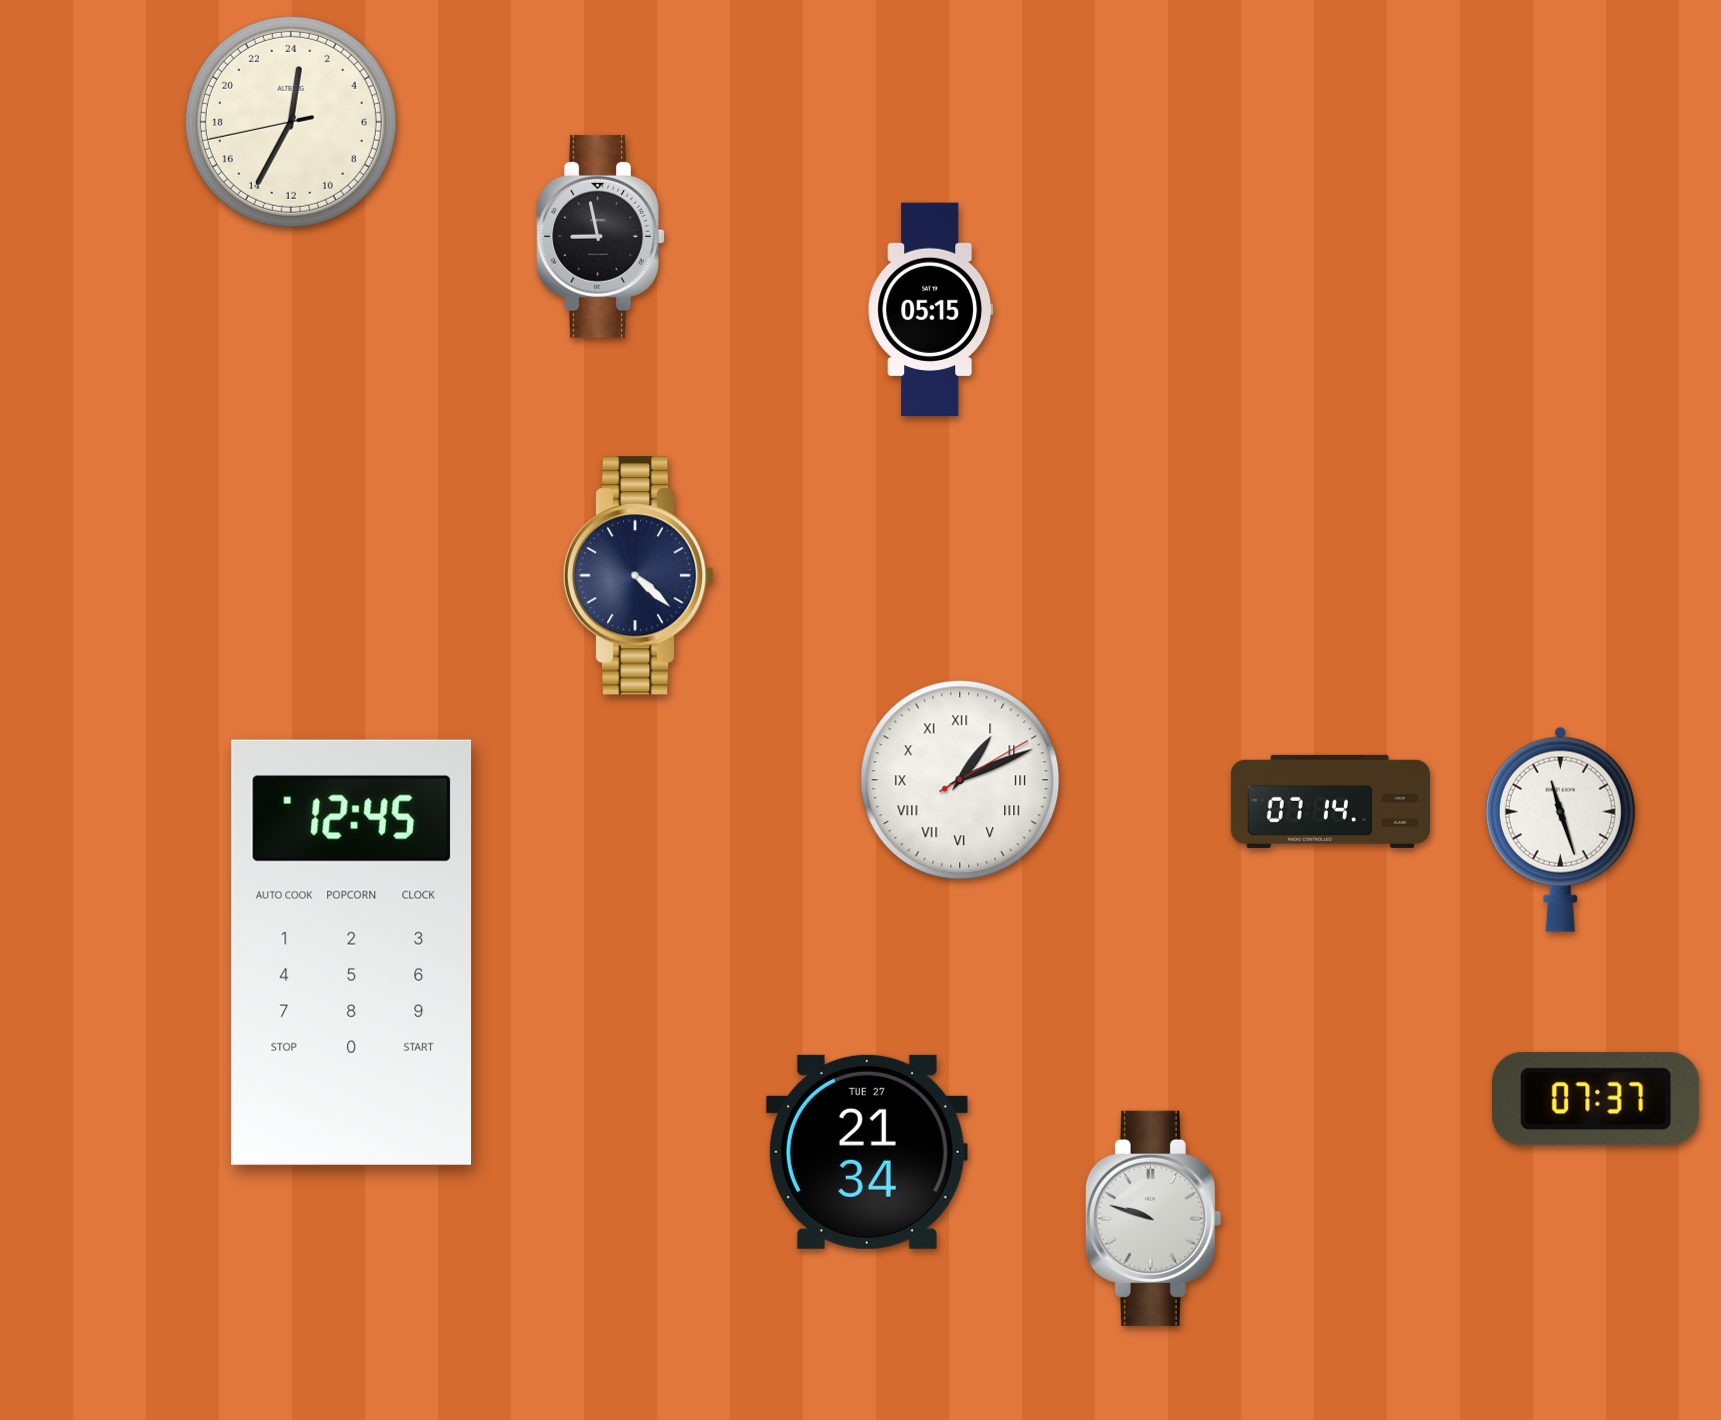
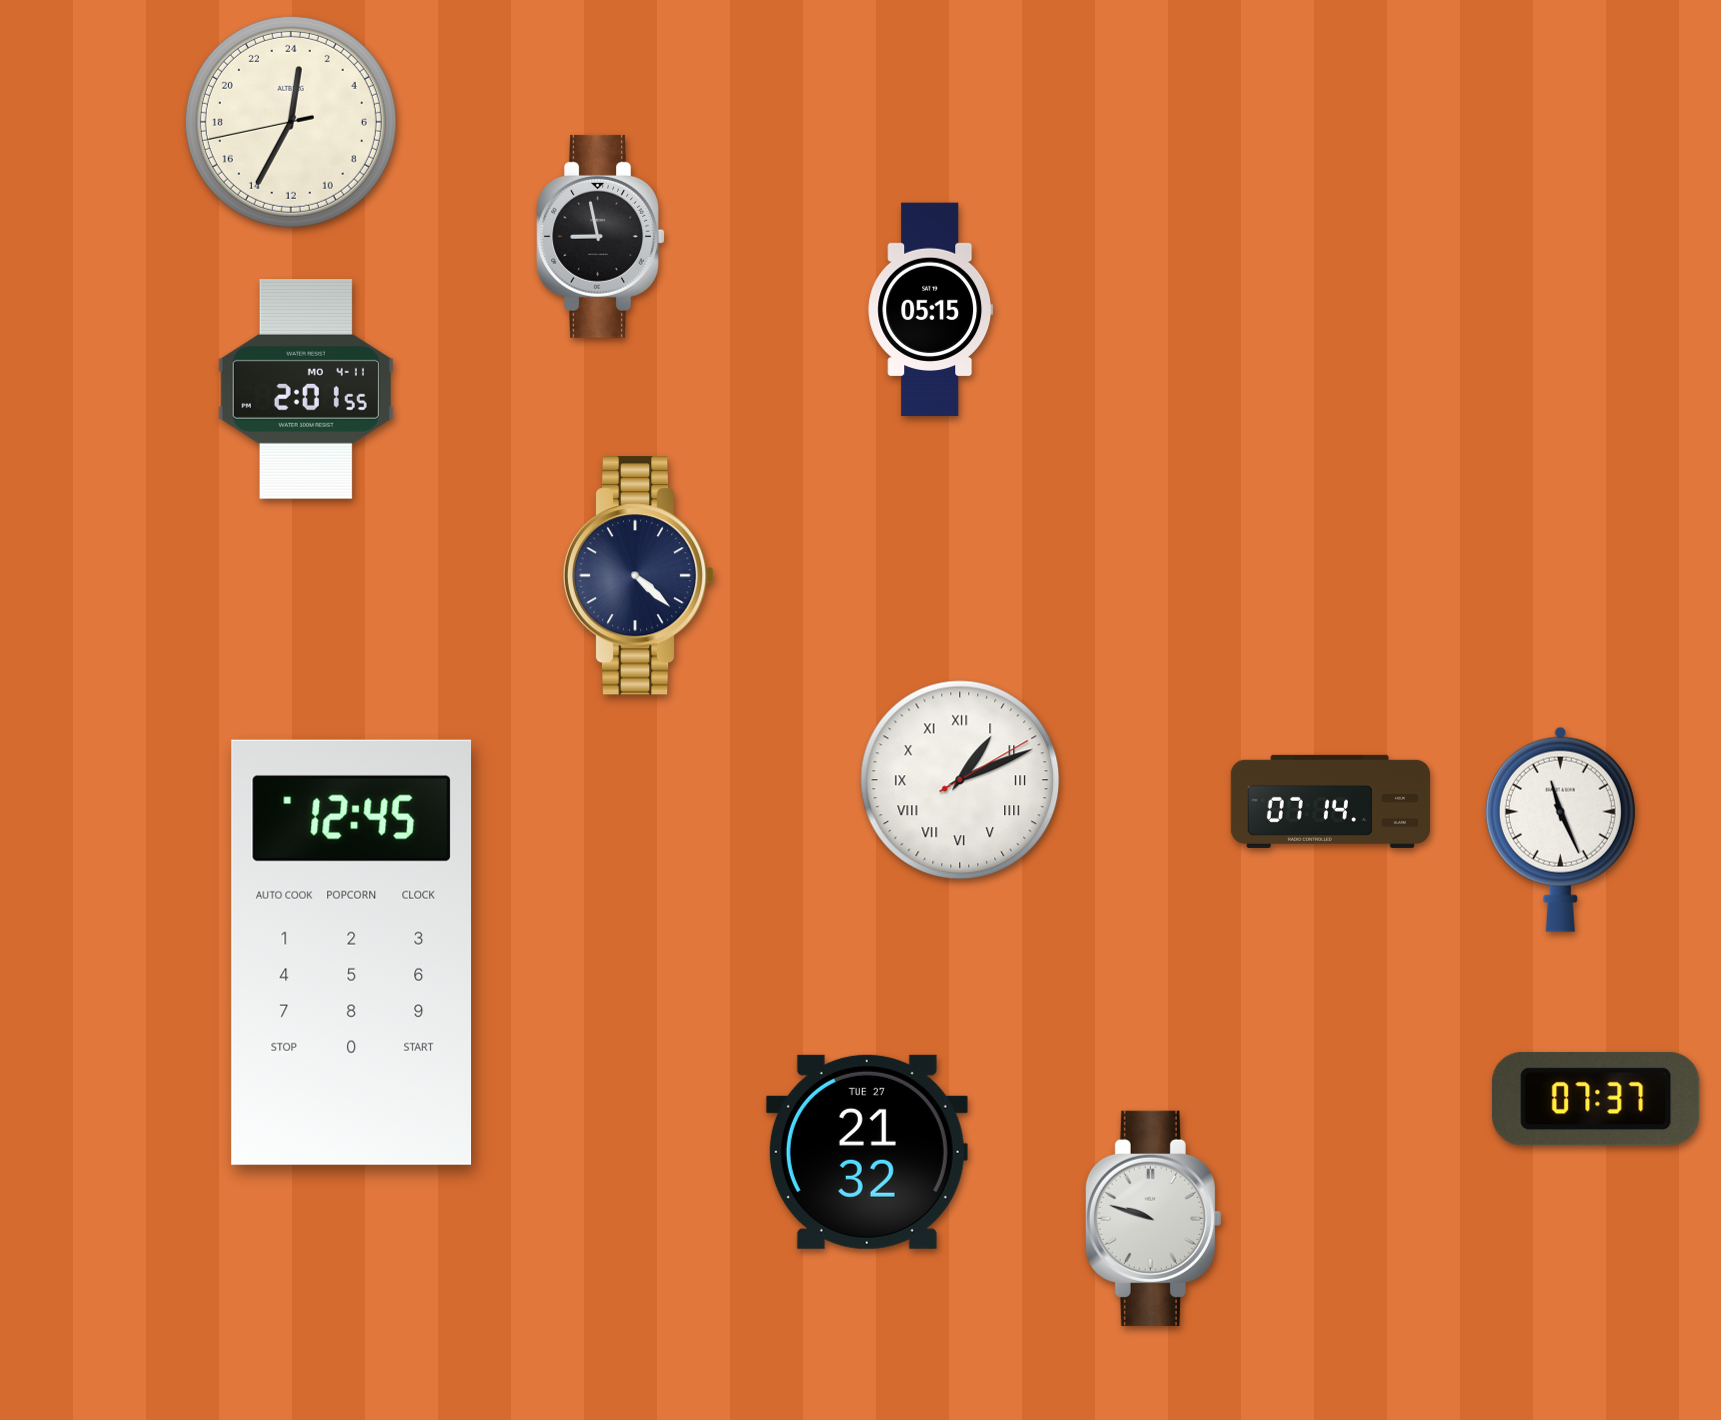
clock at (306, 389): none -> 2:01
clock at (1560, 829): 11:27 -> 11:26
clock at (867, 1152): 21:34 -> 21:32
